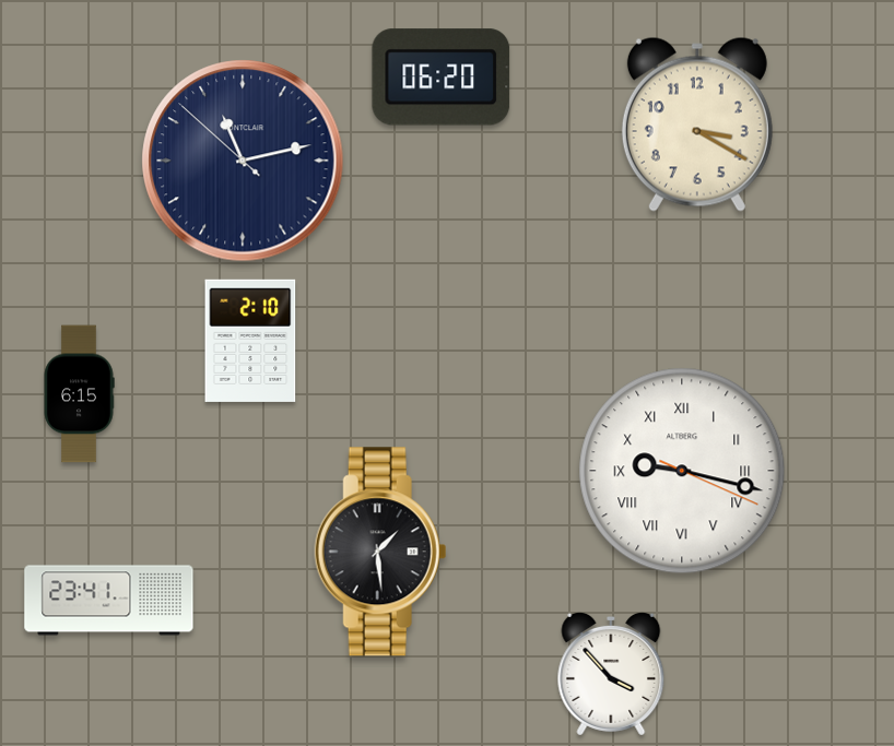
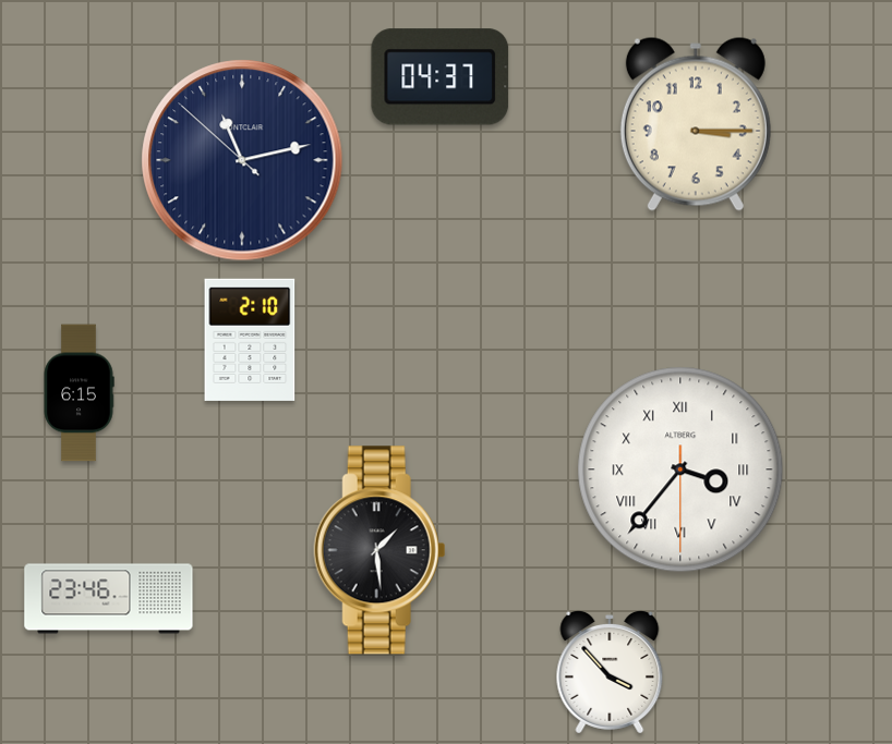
clock at (442, 78): 06:20 -> 04:37
clock at (697, 125): 3:20 -> 3:15
clock at (682, 471): 9:17 -> 3:36
clock at (109, 601): 23:41 -> 23:46
